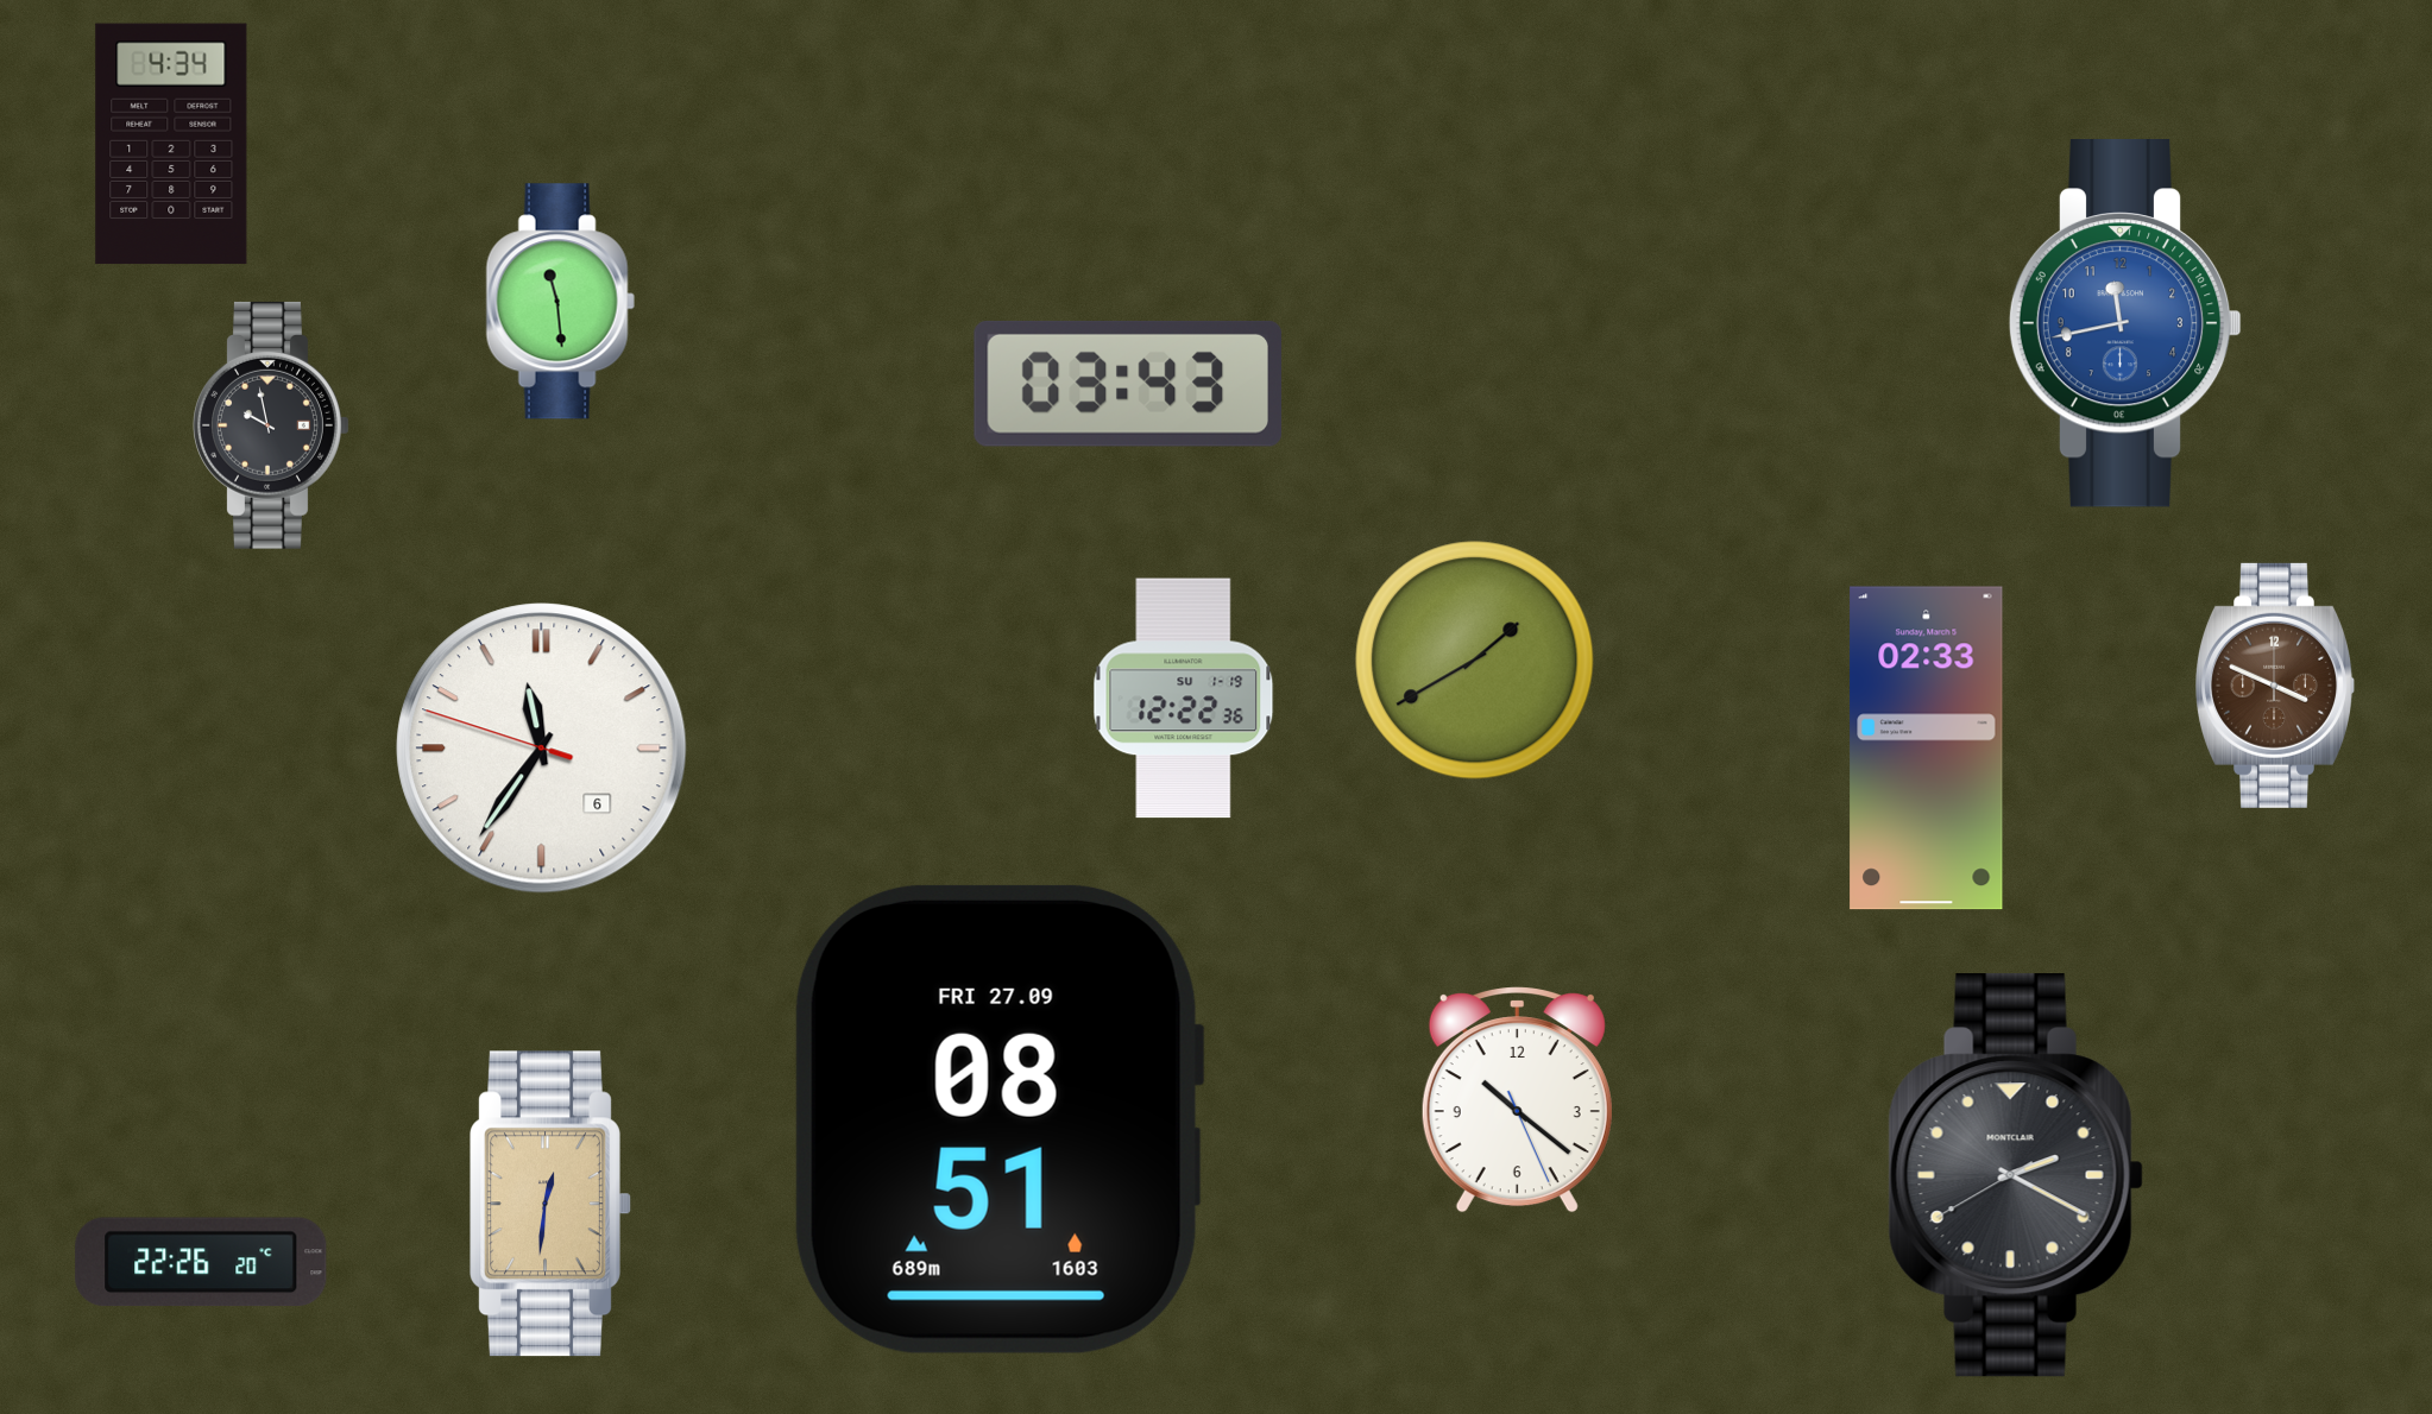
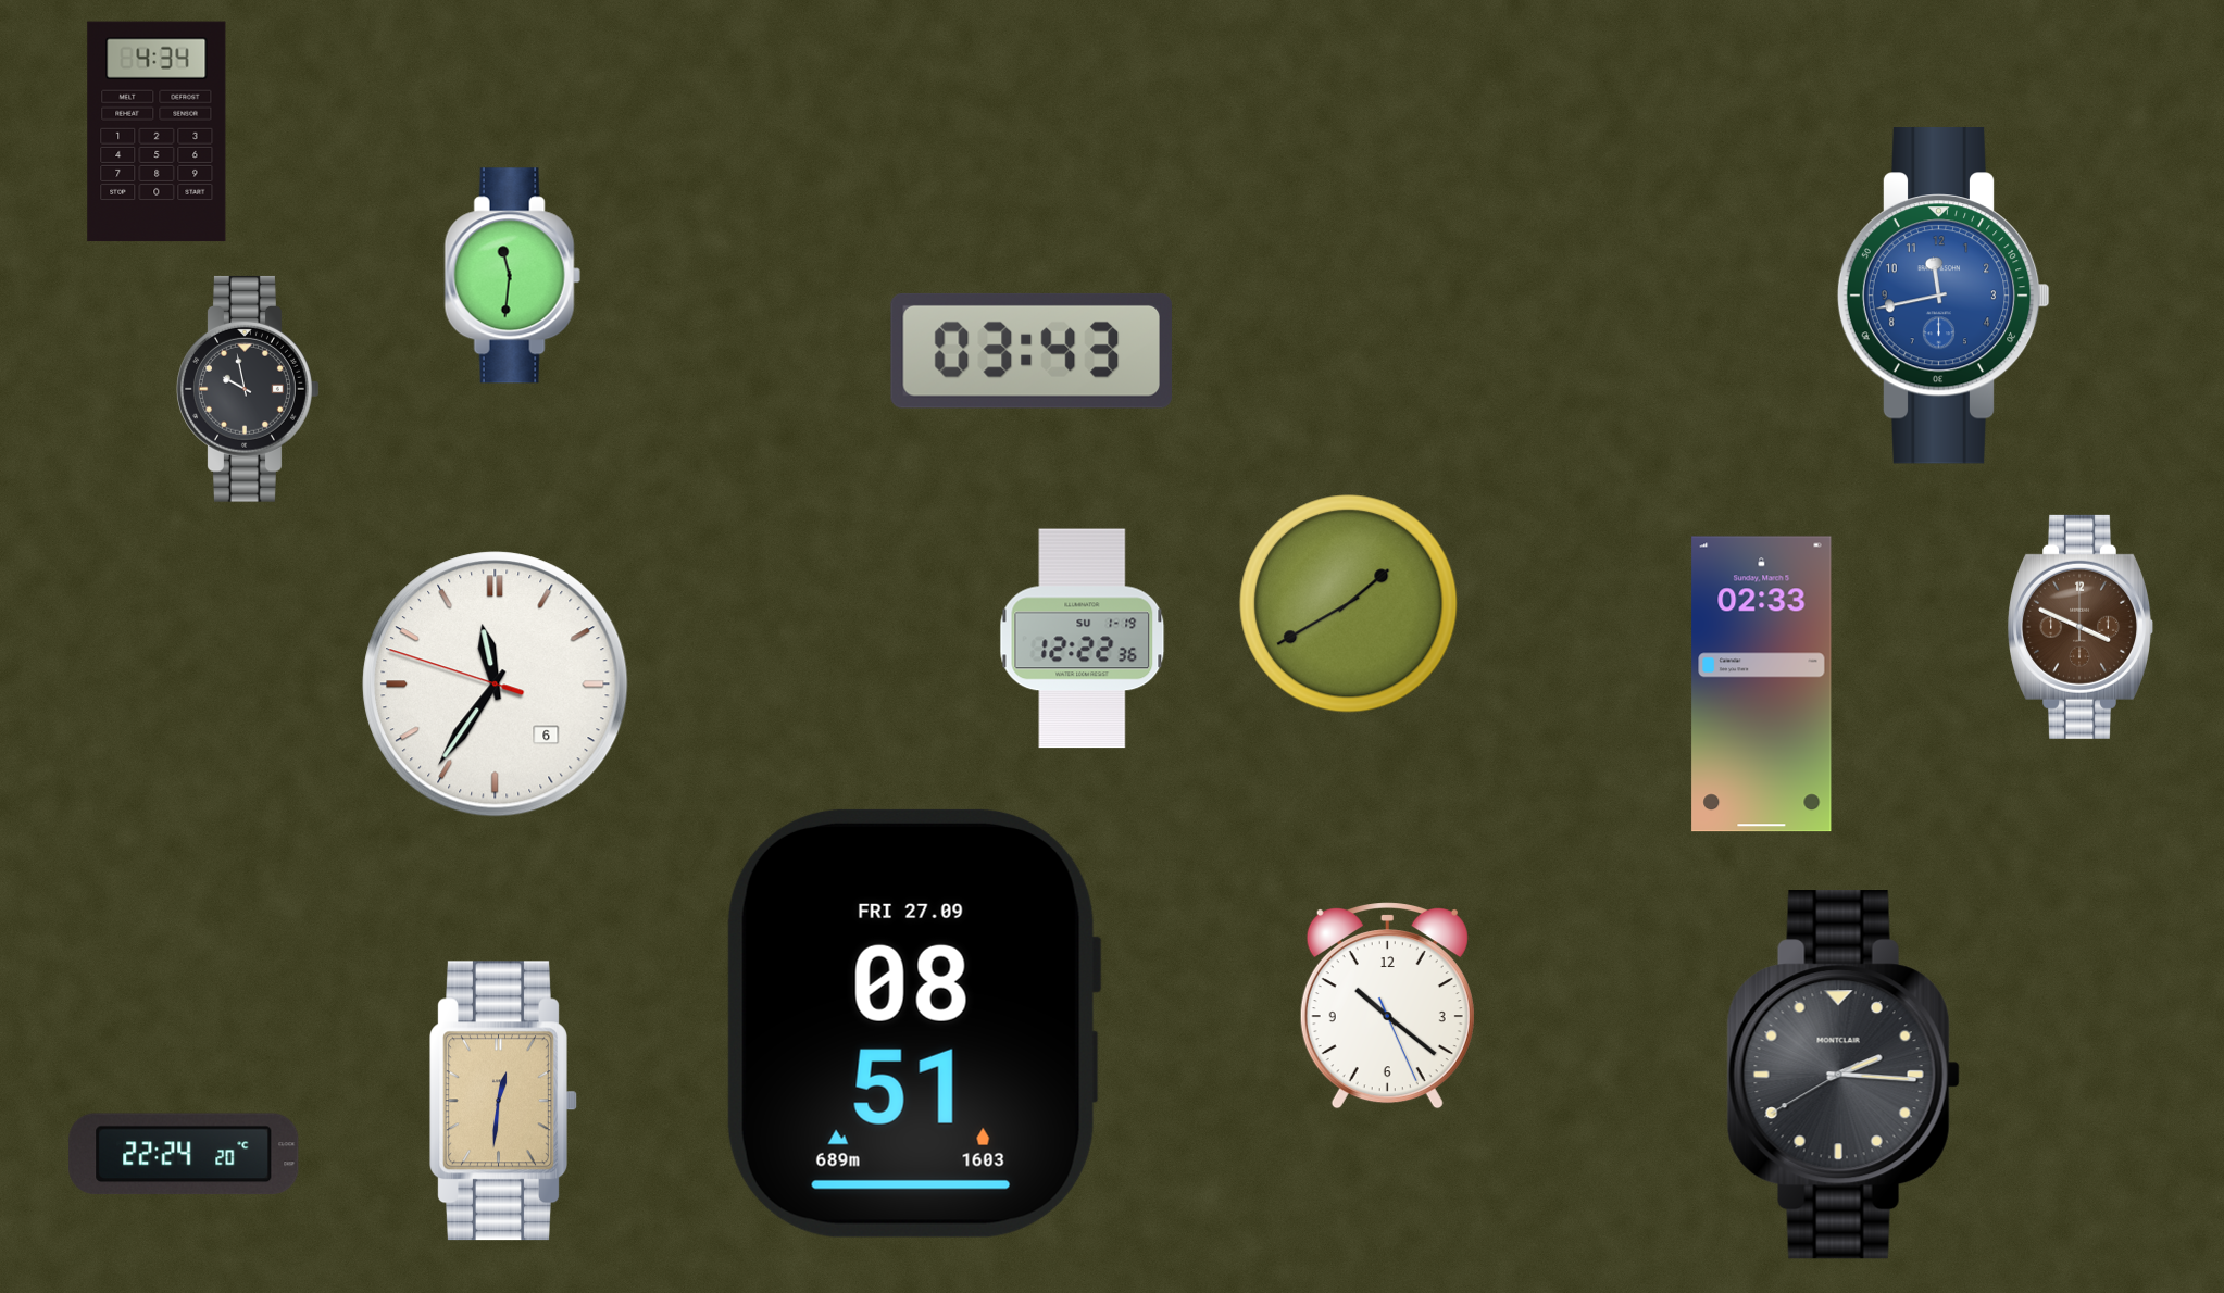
clock at (560, 302): 11:29 -> 11:31
clock at (2016, 1175): 2:19 -> 2:15
clock at (201, 1262): 22:26 -> 22:24
